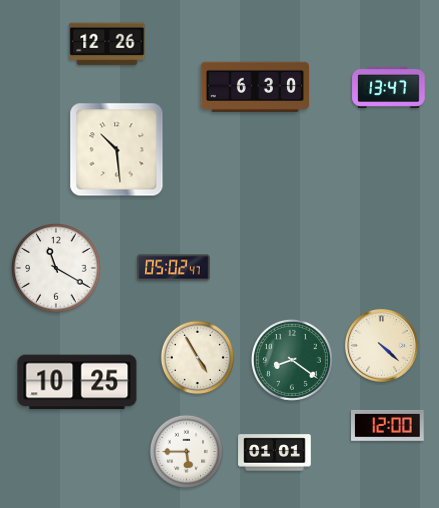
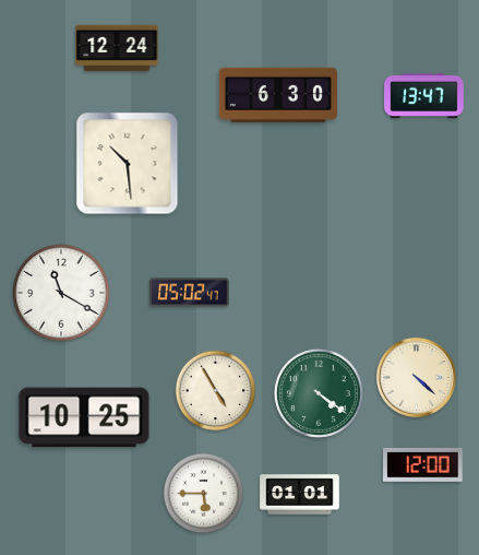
clock at (107, 44): 12:26 -> 12:24
clock at (292, 360): 8:21 -> 4:21
